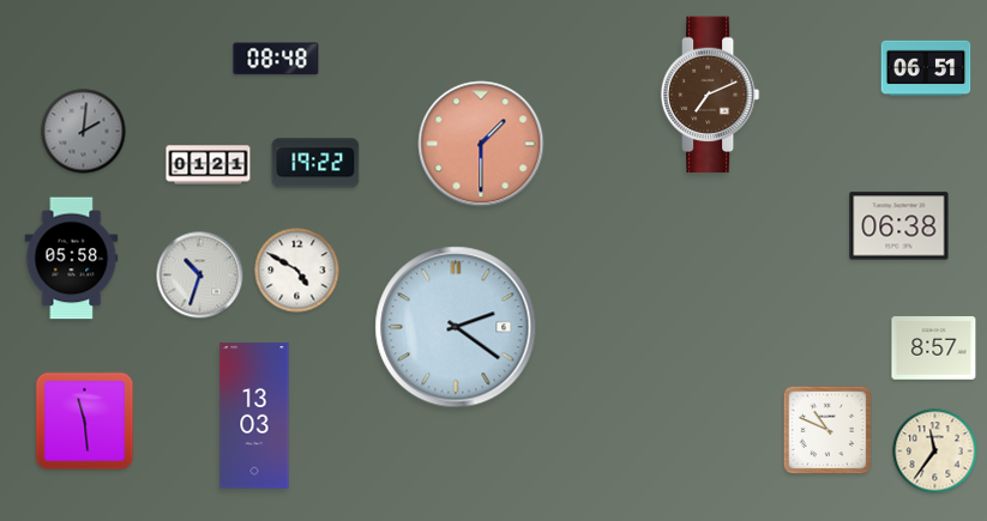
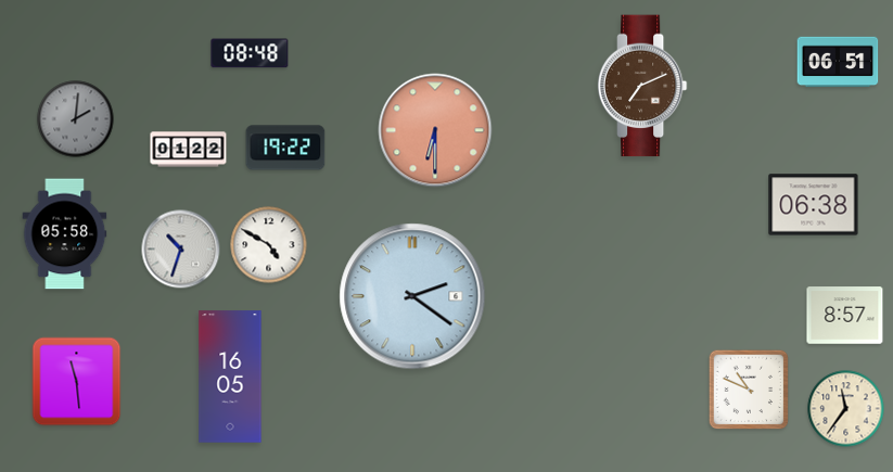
clock at (481, 144): 1:30 -> 6:30
clock at (209, 165): 01:21 -> 01:22
clock at (254, 416): 13:03 -> 16:05
